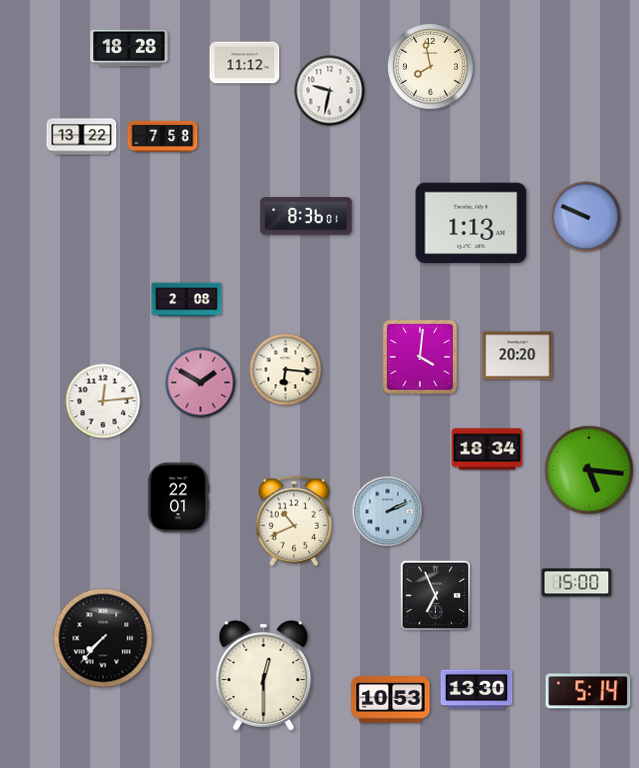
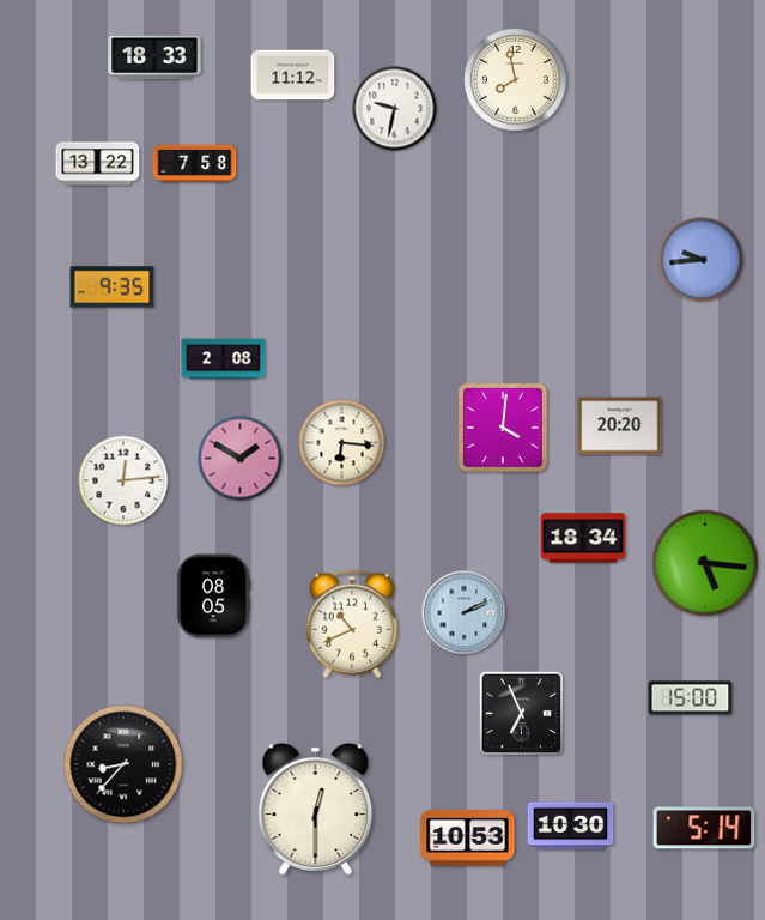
clock at (129, 48): 18:28 -> 18:33
clock at (306, 216): 8:36 -> none
clock at (586, 217): 9:49 -> 9:44
clock at (471, 223): 1:13 -> none
clock at (113, 287): none -> 9:35
clock at (178, 498): 22:01 -> 08:05
clock at (103, 638): 7:37 -> 8:37
clock at (477, 690): 13:30 -> 10:30
